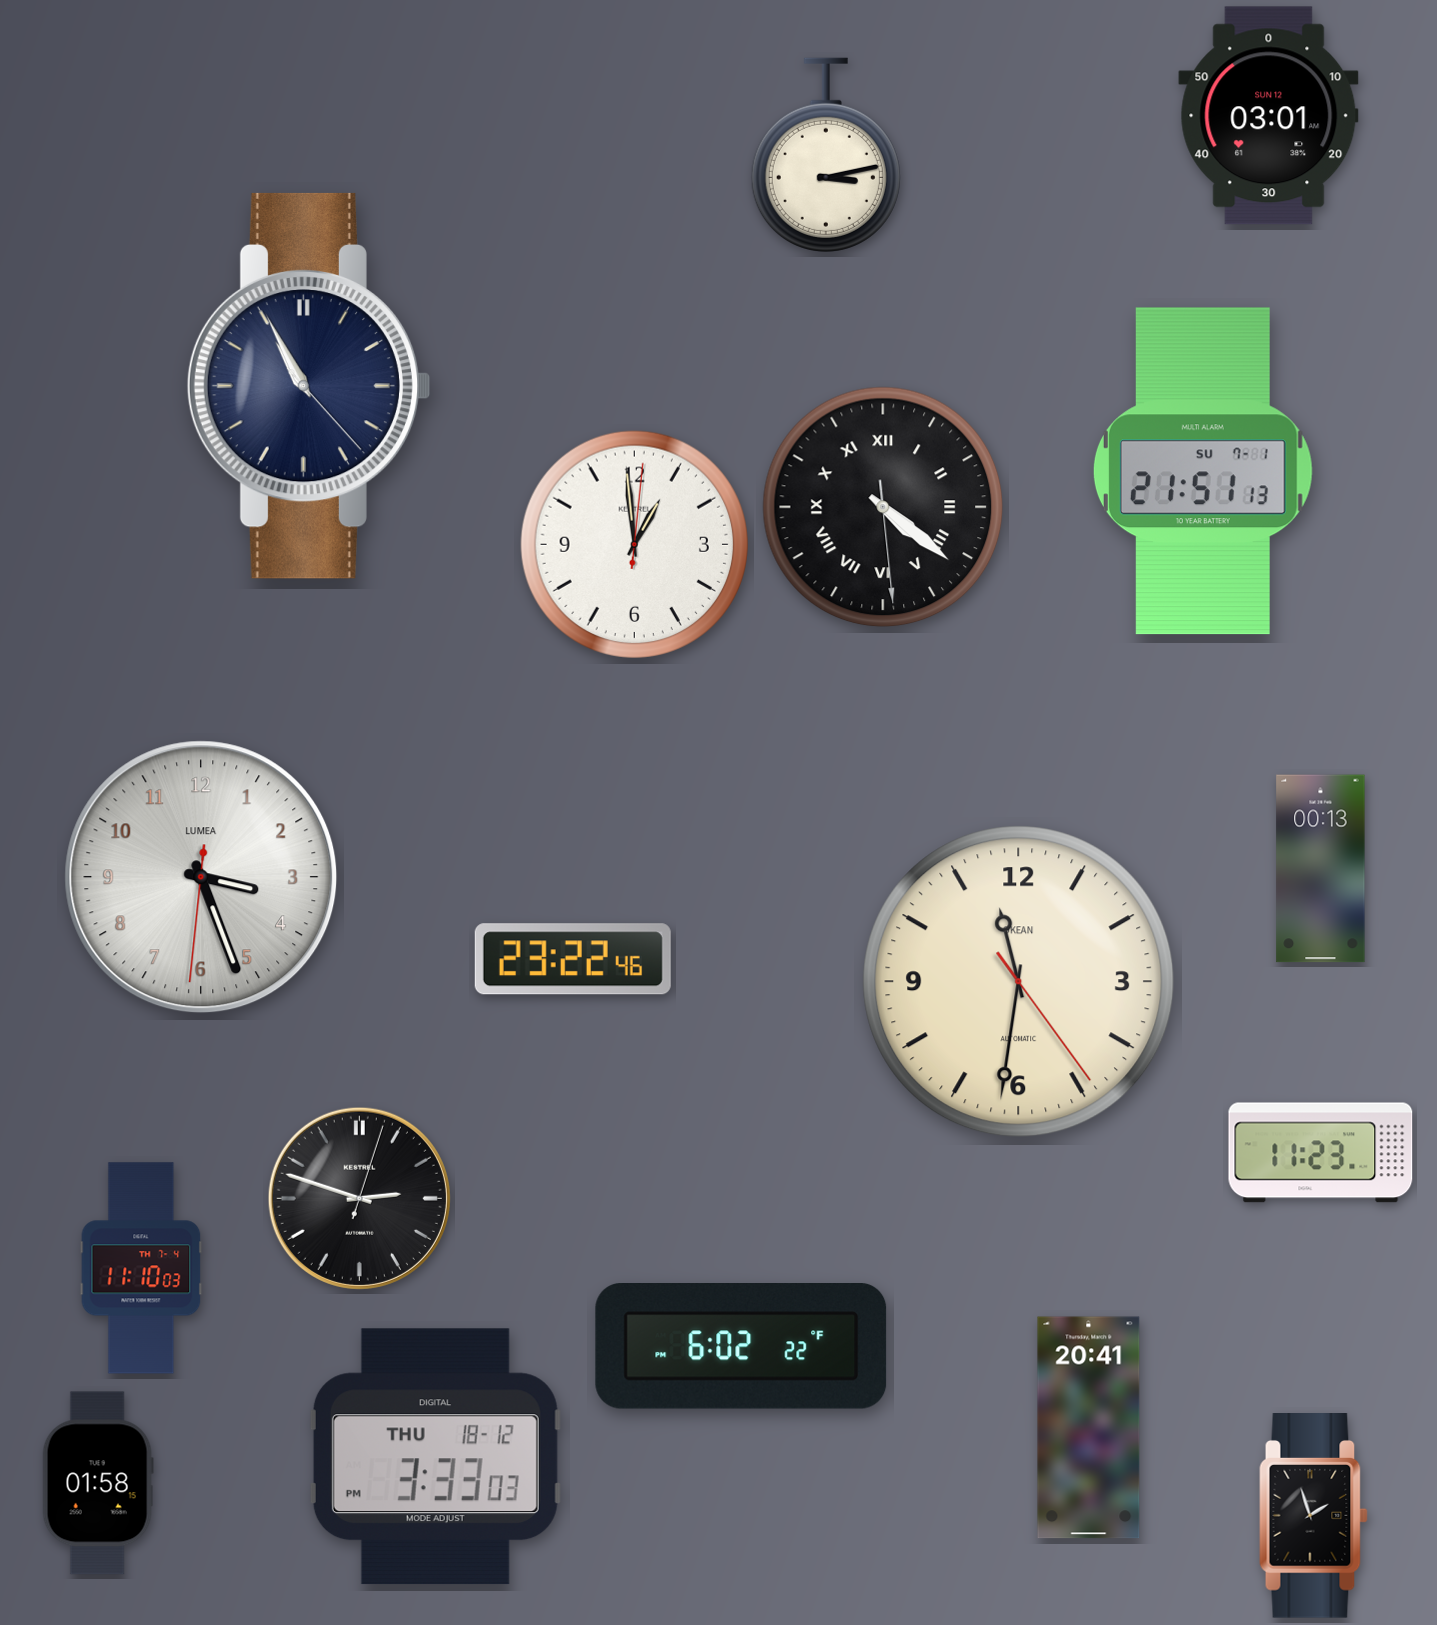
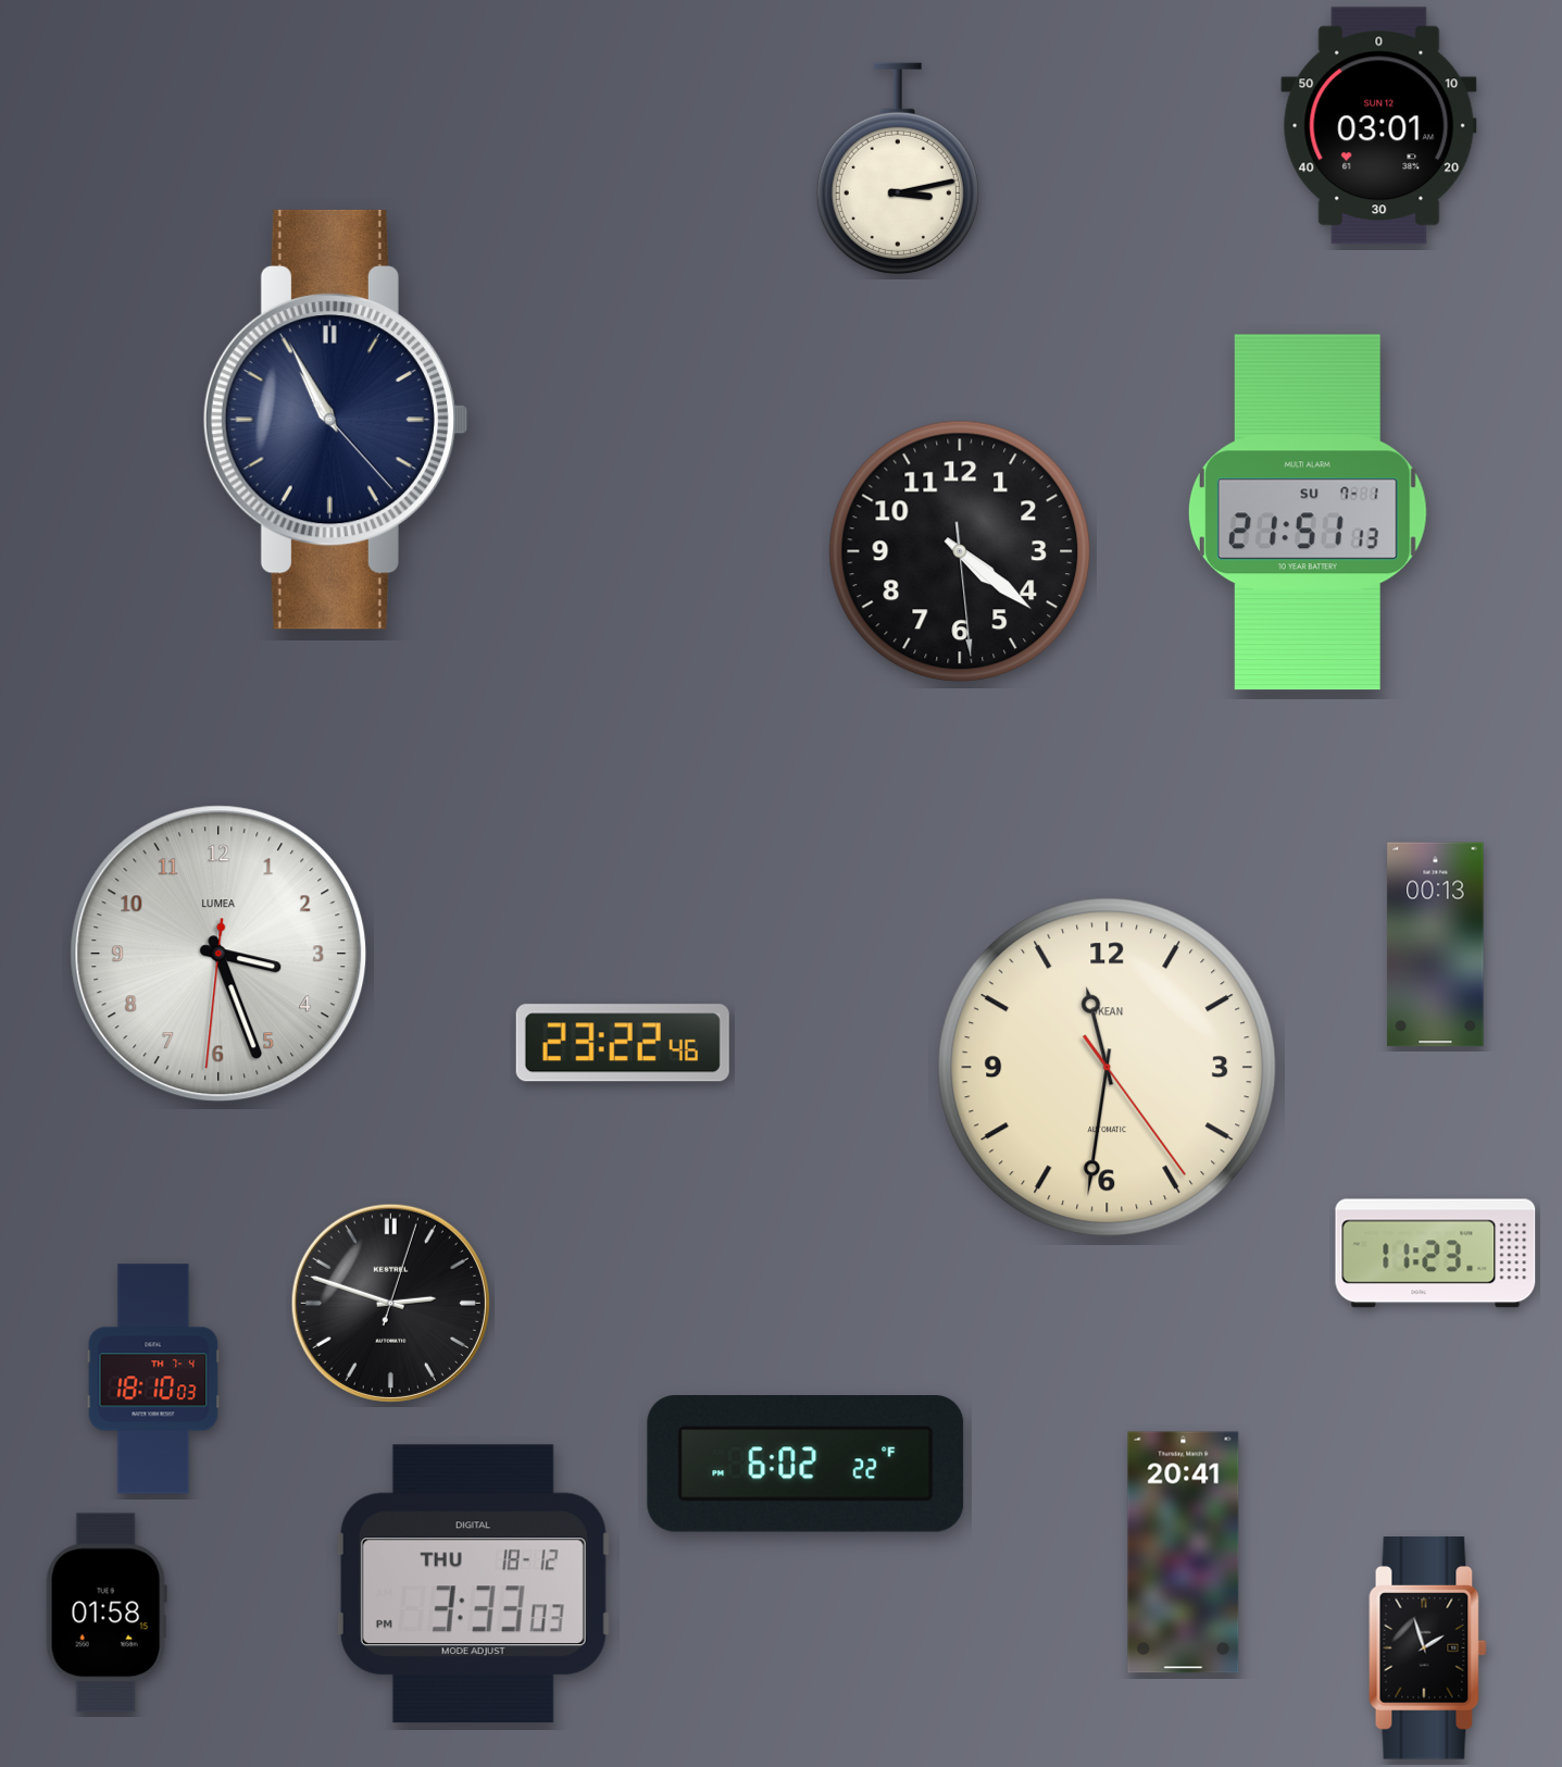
clock at (883, 507) numerals: Roman -> Arabic
clock at (634, 544): 12:59 -> none
clock at (141, 1268): 11:10 -> 18:10
